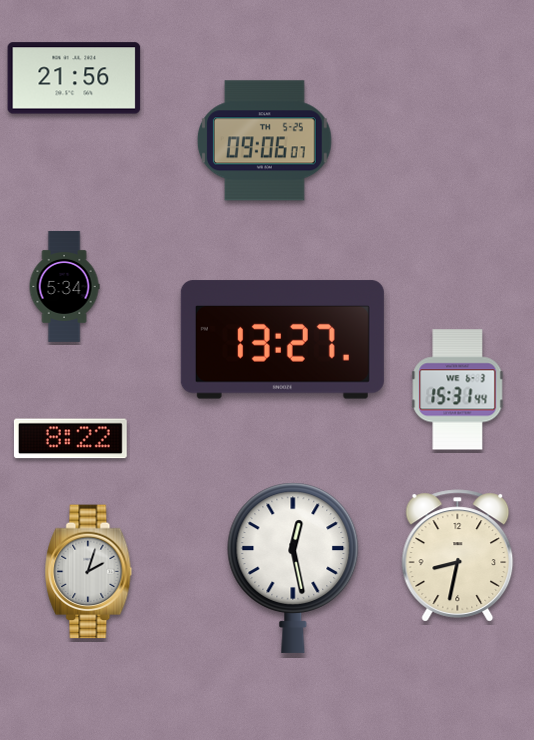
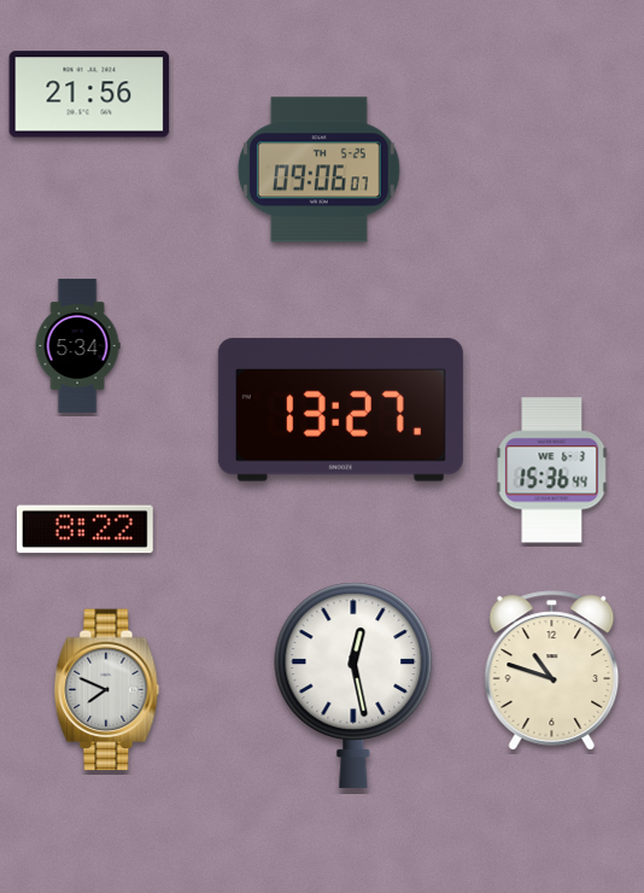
clock at (458, 390): 15:31 -> 15:36
clock at (458, 556): 8:32 -> 10:48
clock at (89, 572): 2:03 -> 7:49
